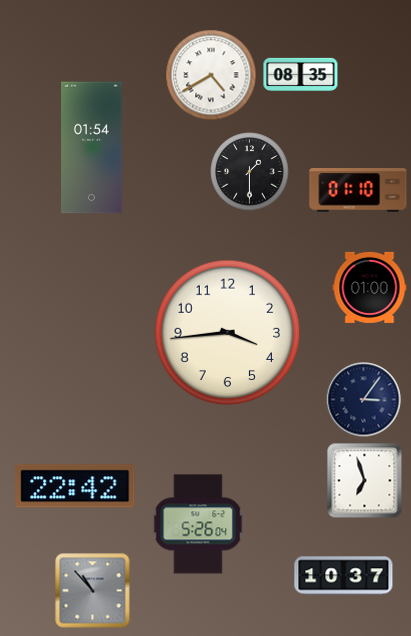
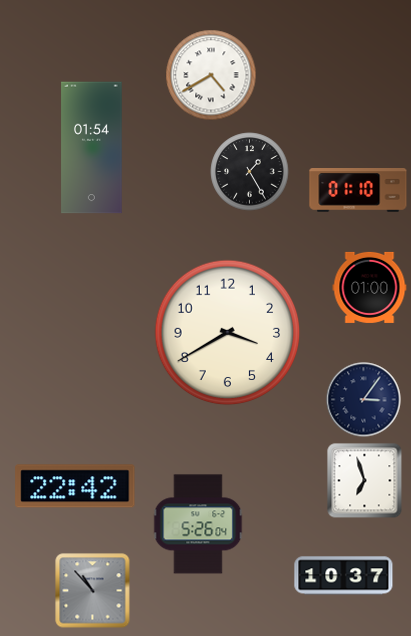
clock at (301, 74): 08:35 -> none
clock at (250, 172): 1:30 -> 1:25
clock at (228, 333): 3:44 -> 3:40
